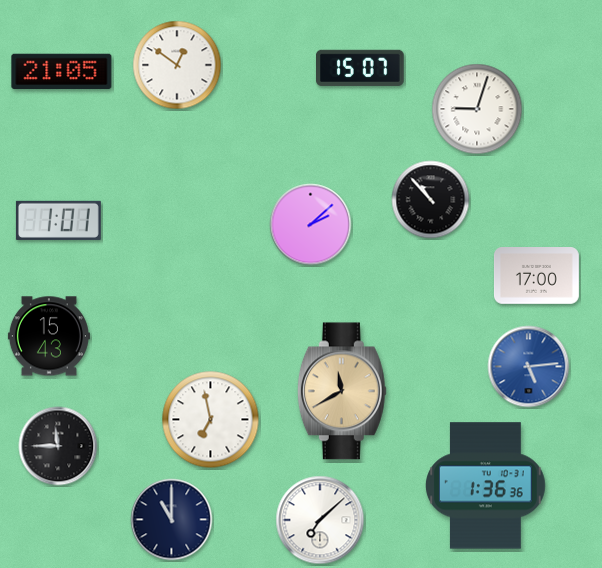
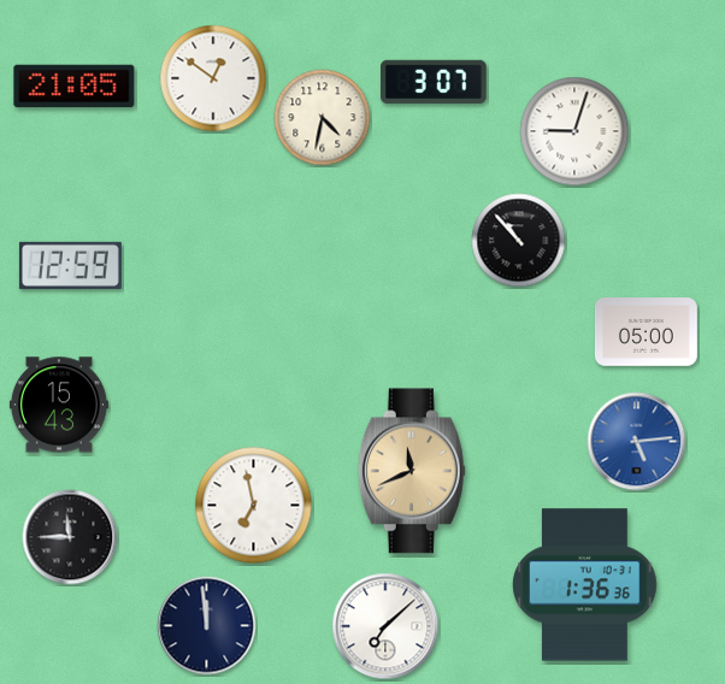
clock at (361, 68): 15:07 -> 3:07
clock at (323, 118): none -> 4:32
clock at (58, 220): 1:01 -> 12:59
clock at (311, 225): 2:08 -> none
clock at (536, 276): 17:00 -> 05:00
clock at (342, 391): 11:40 -> 11:41
clock at (172, 520): 11:00 -> 11:59
